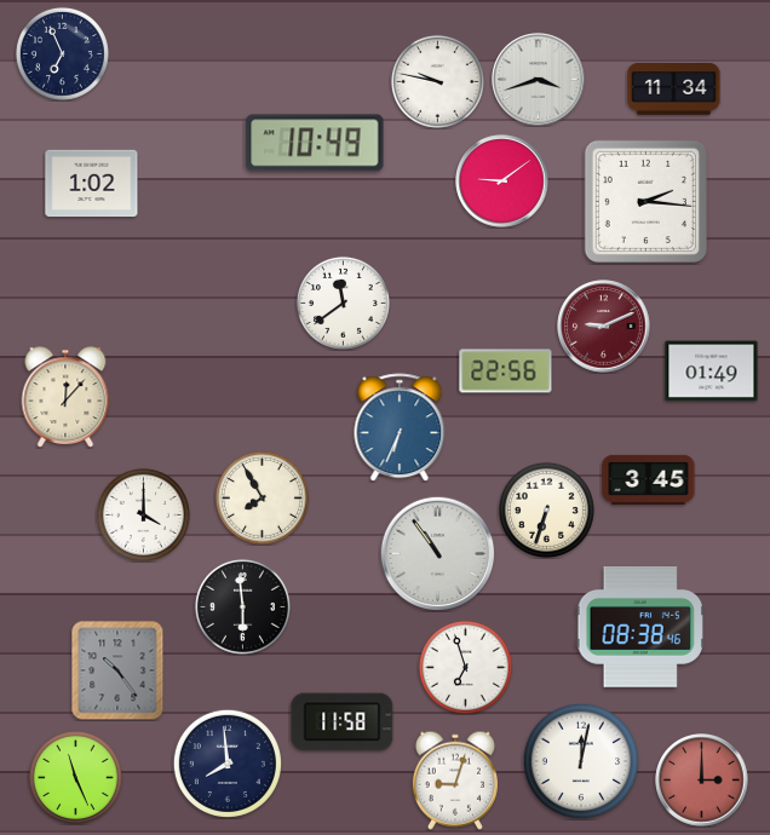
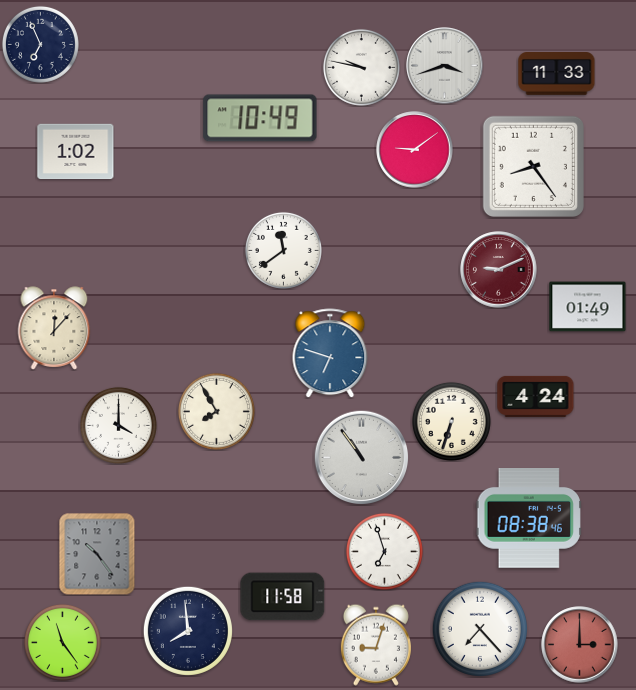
clock at (62, 53) position: (62, 53) -> (40, 44)
clock at (674, 90): 11:34 -> 11:33
clock at (645, 201): 2:16 -> 8:24
clock at (506, 372): 22:56 -> none
clock at (400, 427): 6:34 -> 6:48
clock at (649, 479): 3:45 -> 4:24
clock at (242, 606): 5:59 -> none
clock at (580, 760): 12:02 -> 7:23
clock at (75, 777): 11:26 -> 11:24
